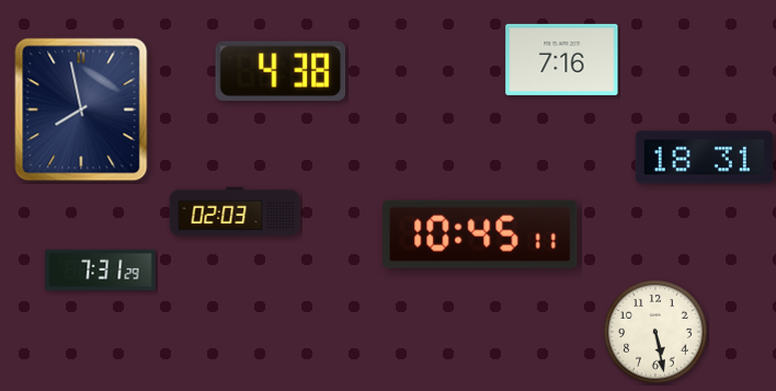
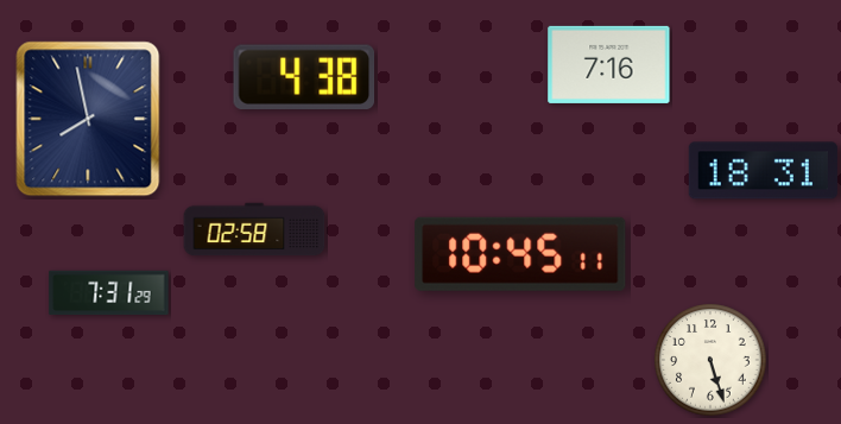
clock at (235, 211): 02:03 -> 02:58
clock at (655, 332): 5:28 -> 5:27
